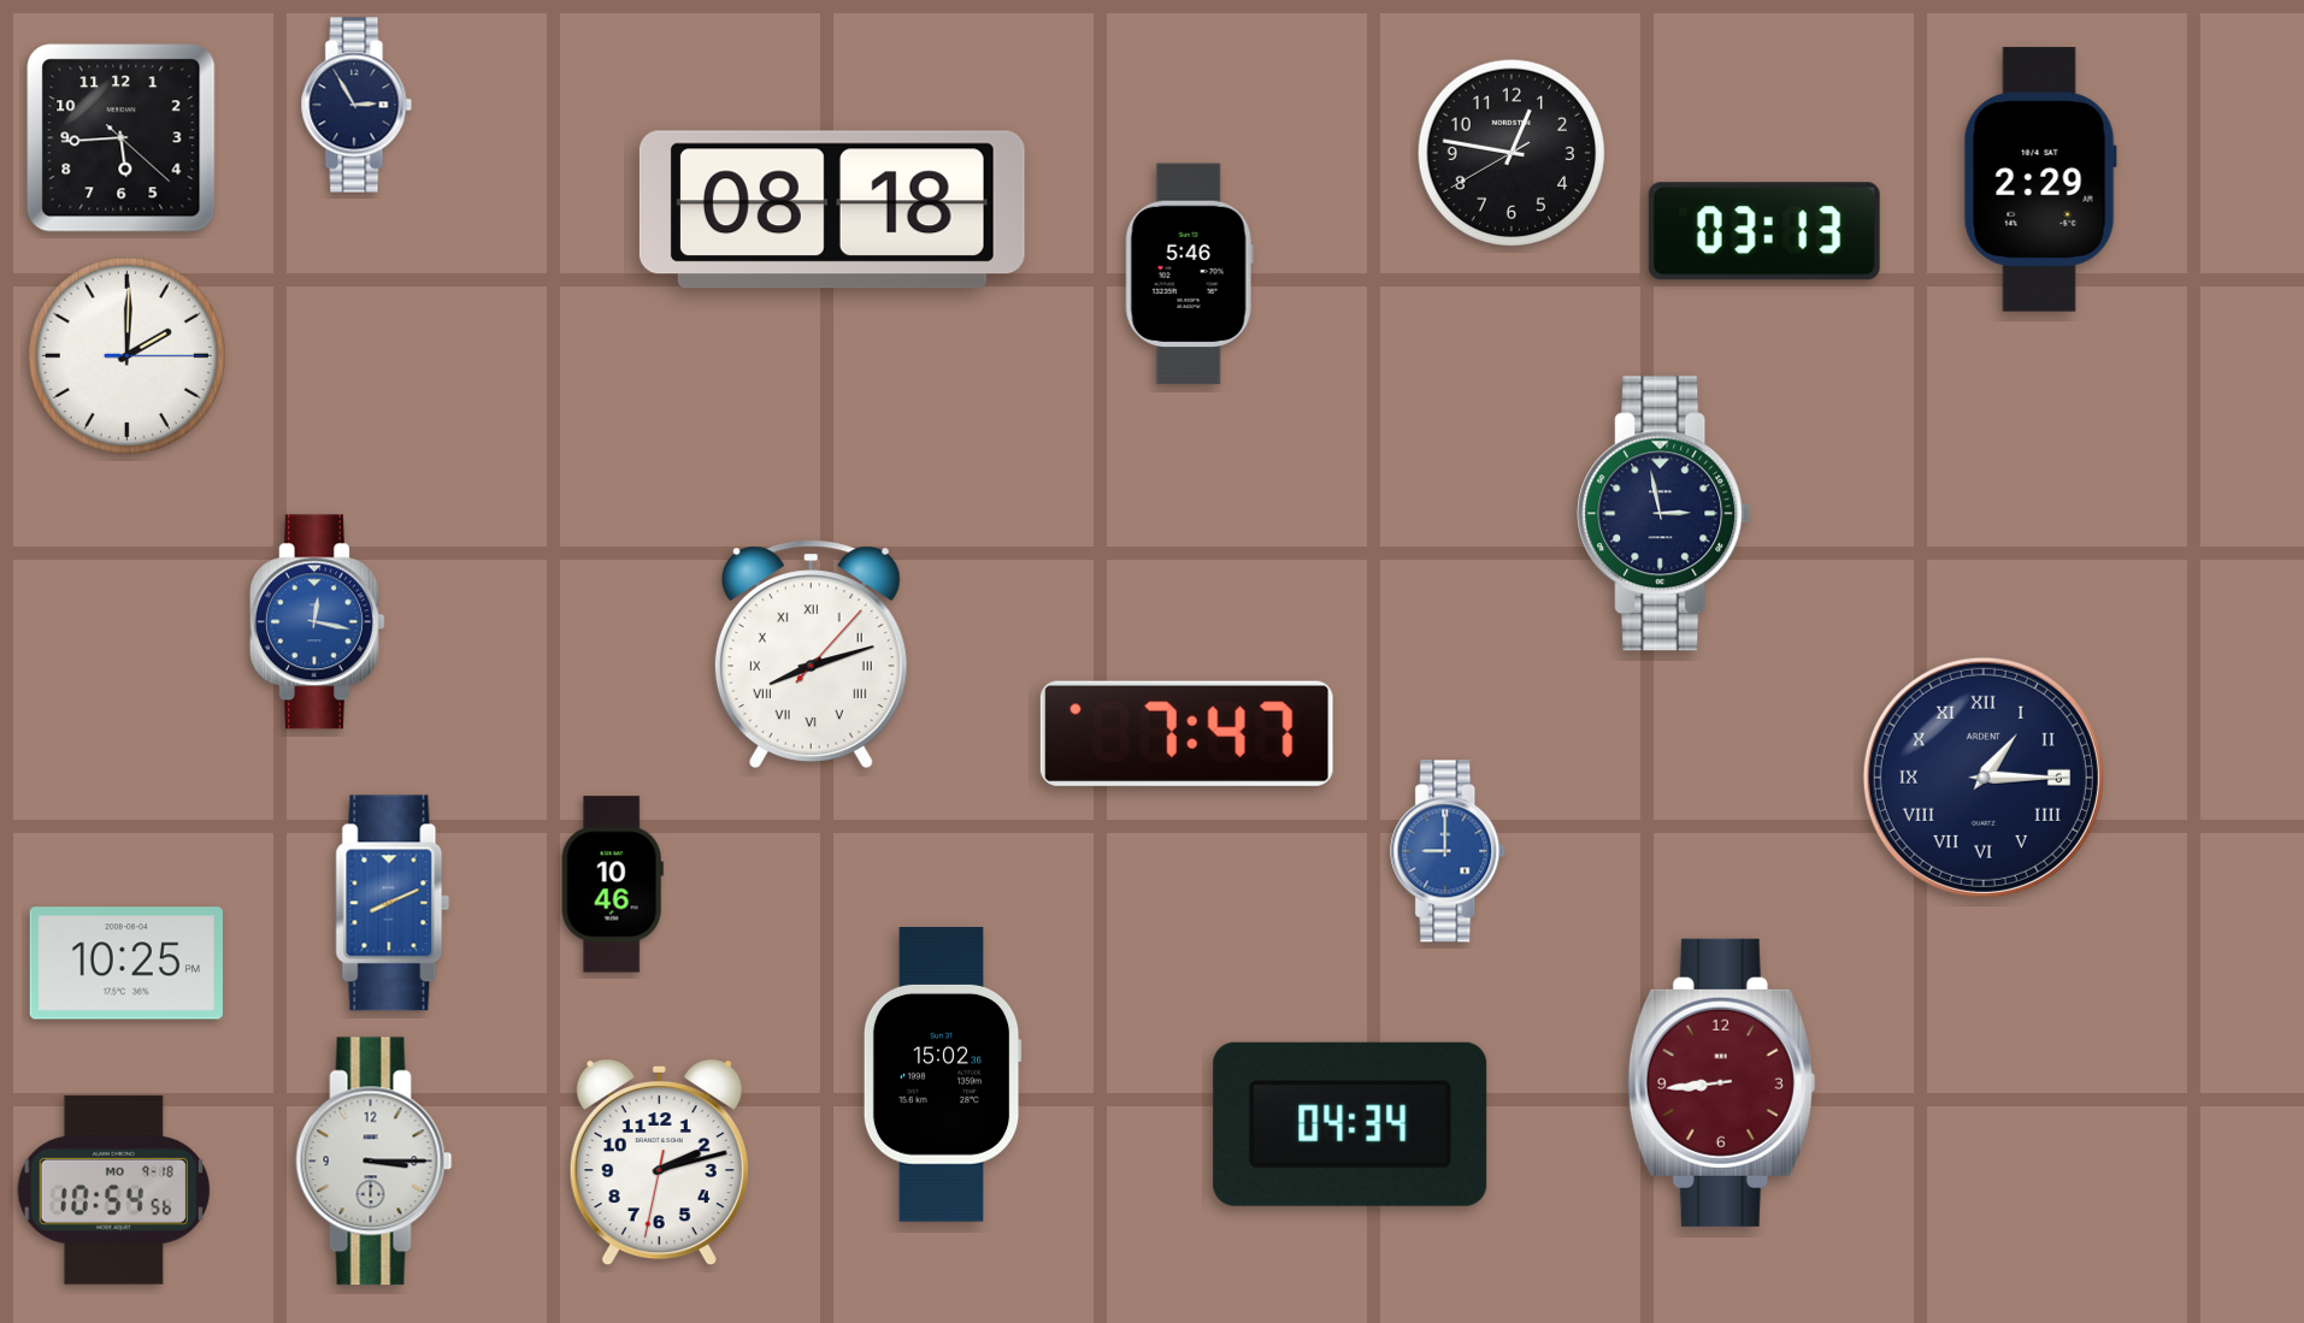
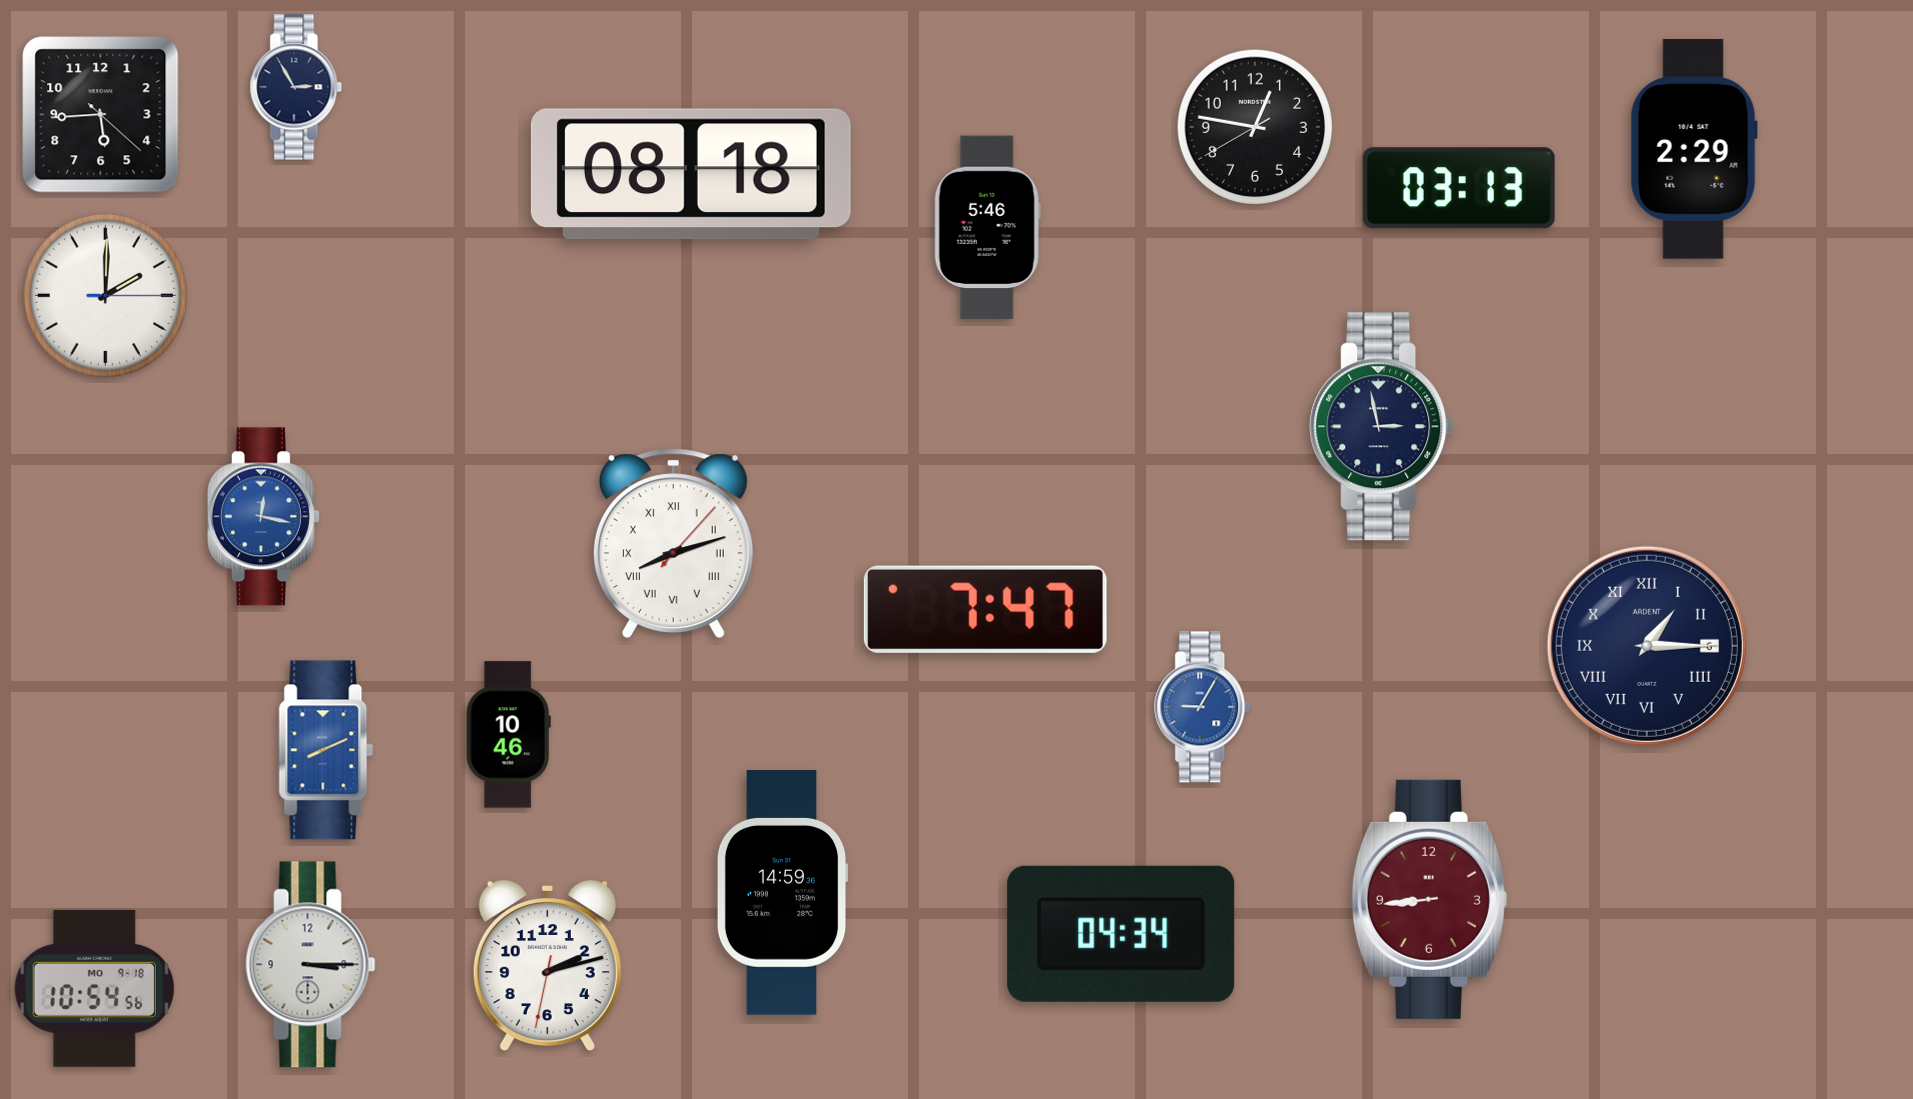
clock at (1764, 231) position: (1764, 231) -> (1459, 188)
clock at (1449, 851): 9:00 -> 9:05
clock at (126, 963): 10:25 -> none
clock at (942, 1075): 15:02 -> 14:59
